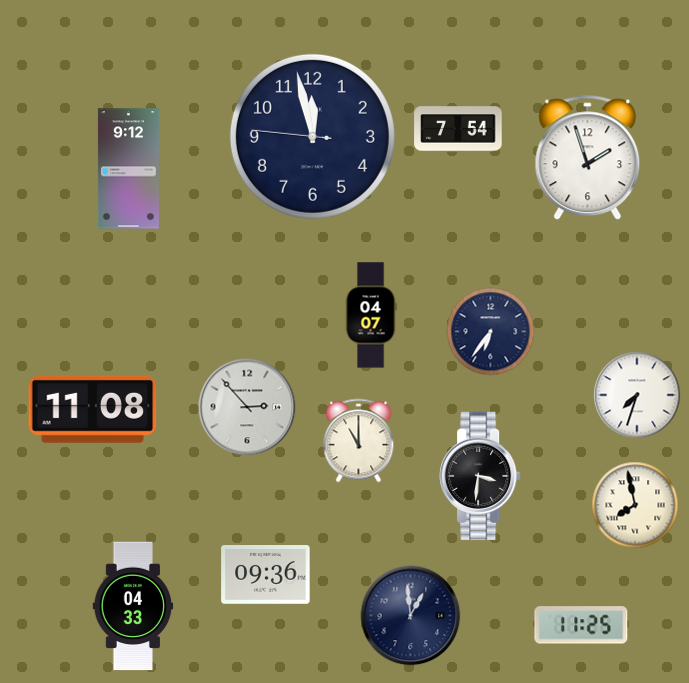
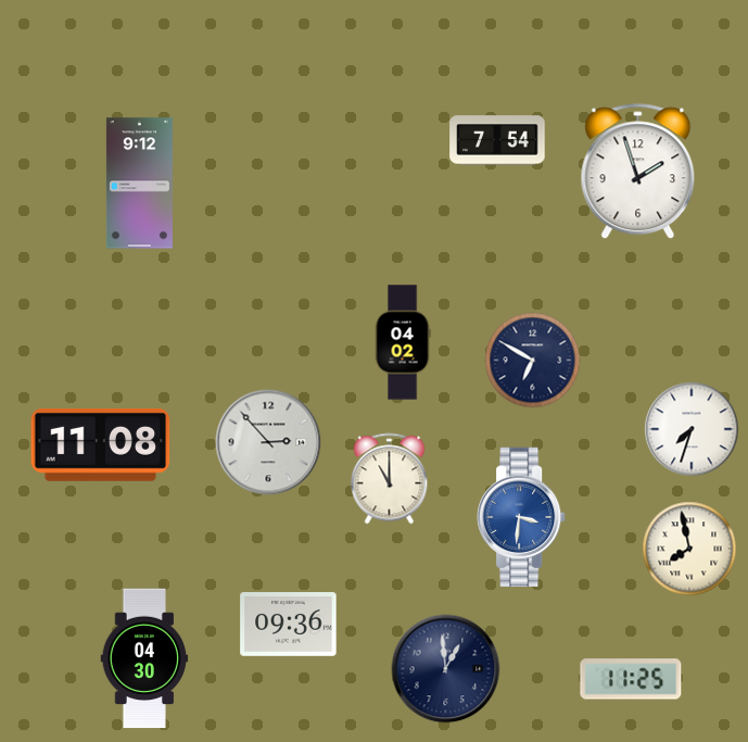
clock at (312, 136): 11:57 -> none
clock at (371, 315): 04:07 -> 04:02
clock at (491, 332): 6:36 -> 6:50
clock at (480, 476) dial: black -> blue
clock at (133, 606): 04:33 -> 04:30
